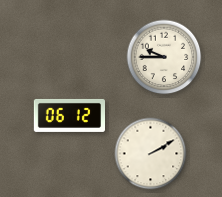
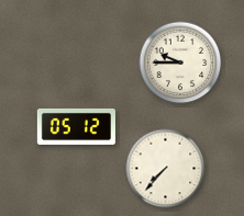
clock at (69, 115): 06:12 -> 05:12
clock at (151, 154): 2:10 -> 7:37
